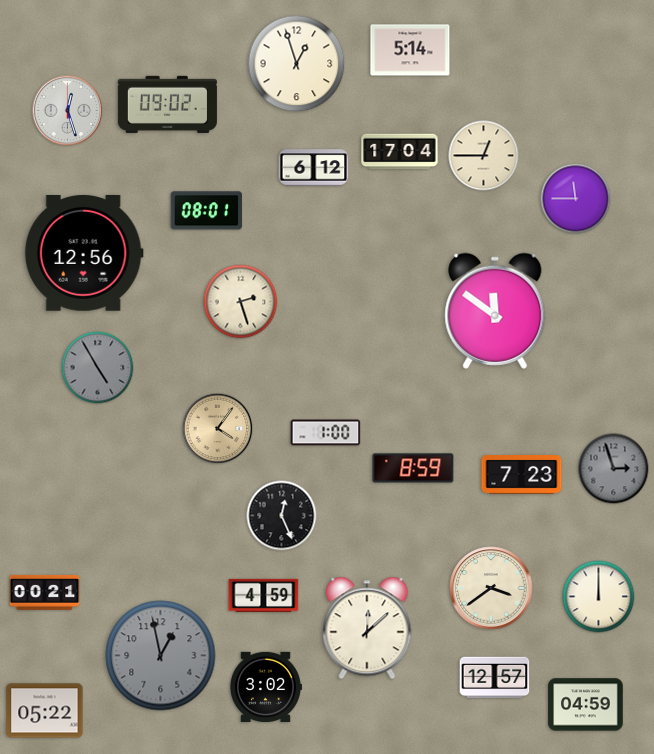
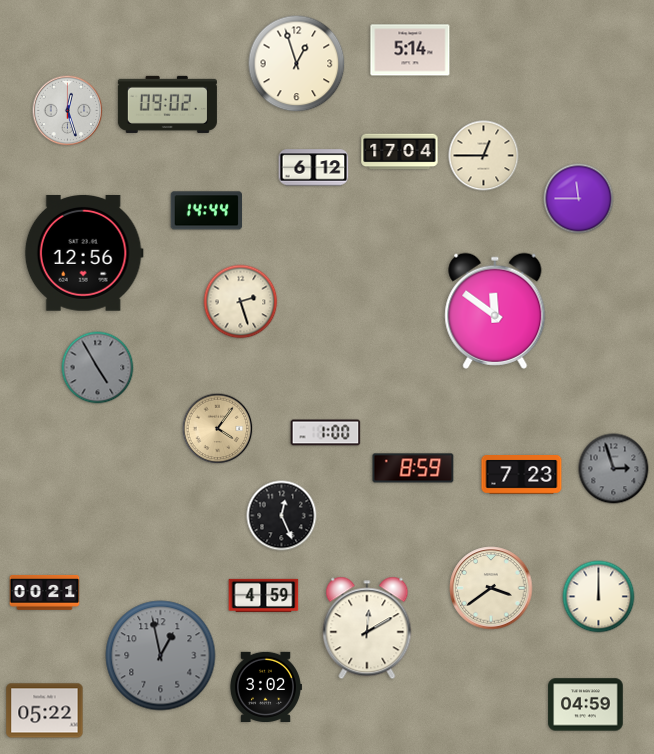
clock at (576, 199) position: (576, 199) -> (579, 199)
clock at (206, 211): 08:01 -> 14:44
clock at (367, 628): 12:08 -> 12:10
clock at (495, 678): 12:57 -> none
